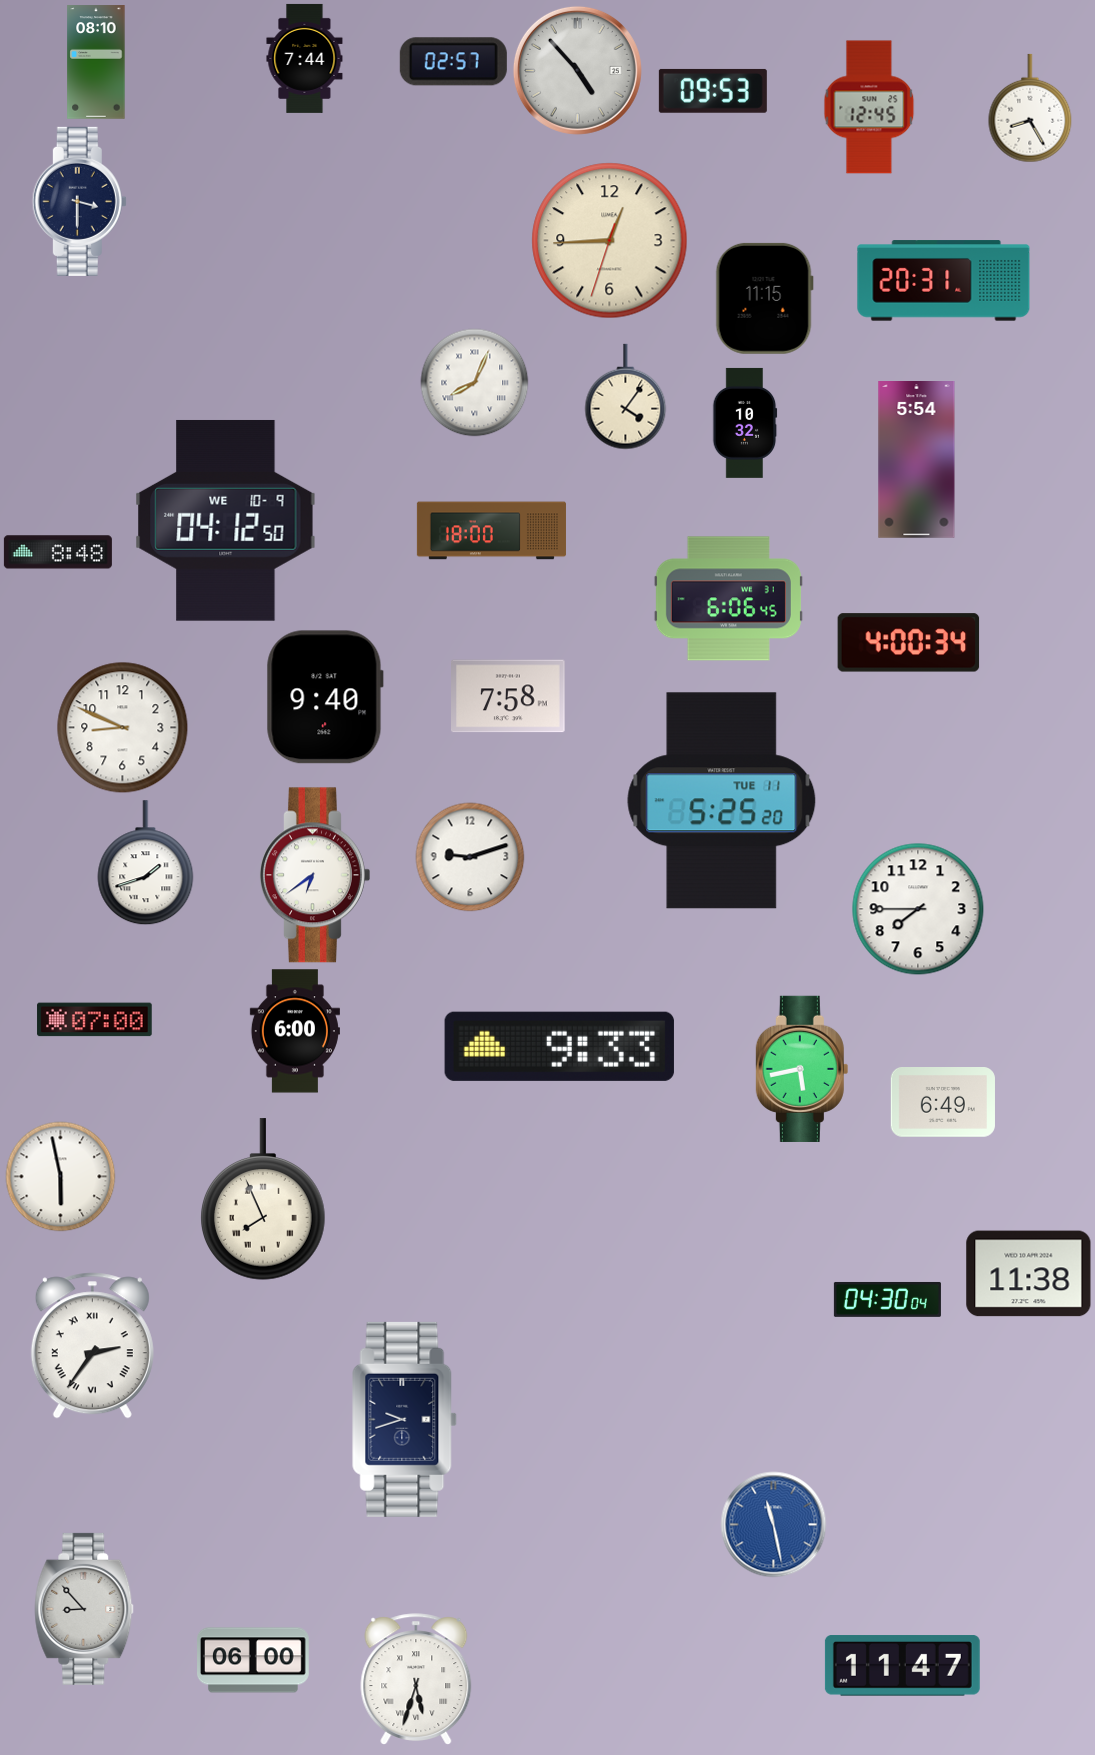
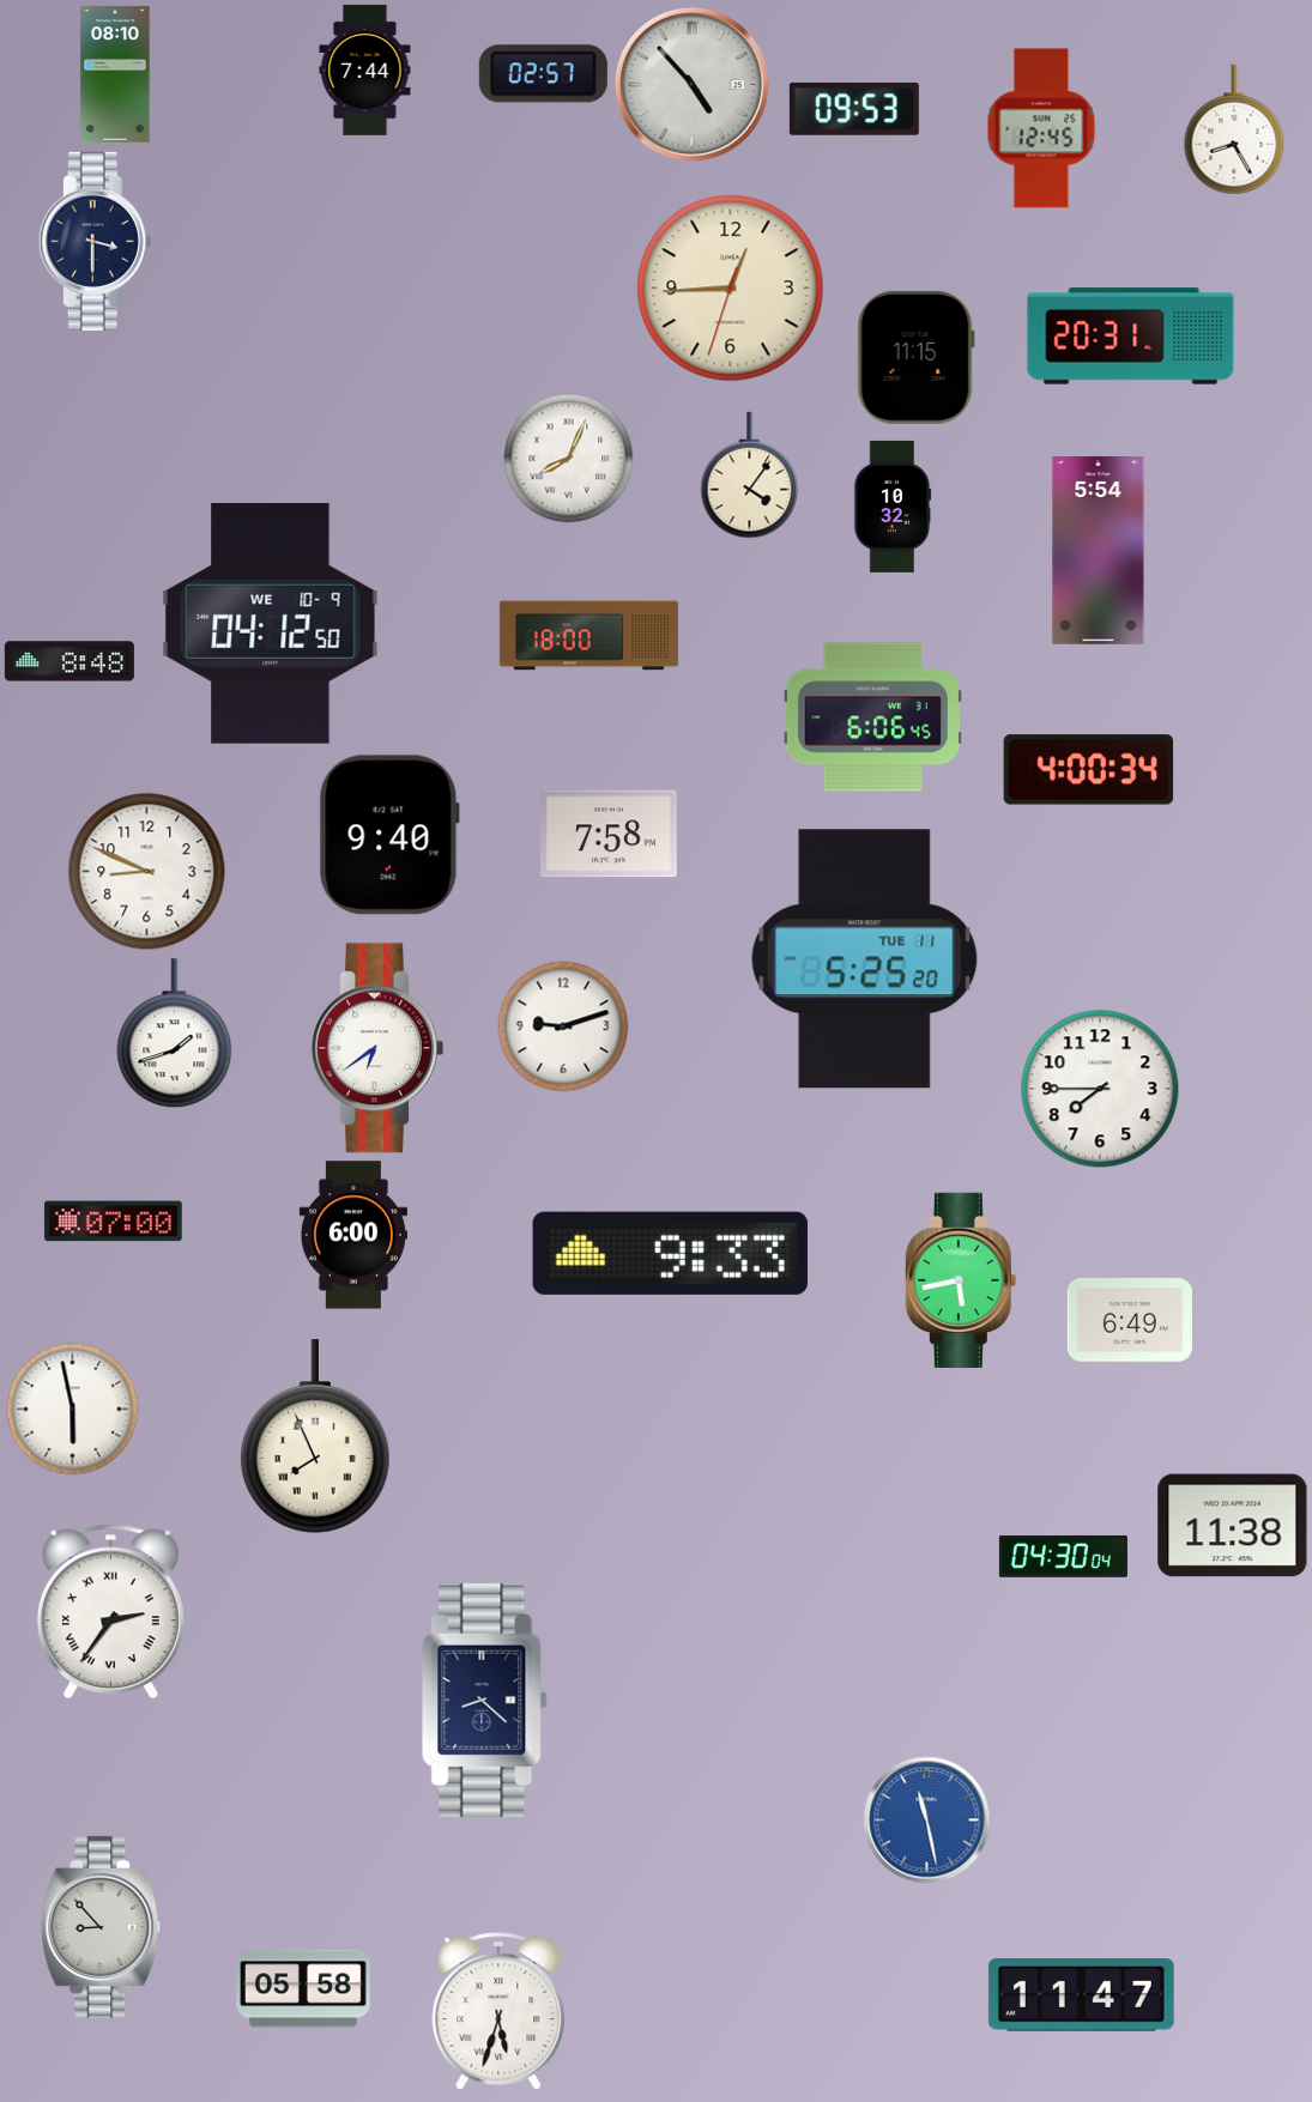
clock at (404, 1419): 9:42 -> 8:22
clock at (774, 1525) position: (774, 1525) -> (927, 1821)
clock at (254, 1660): 06:00 -> 05:58
